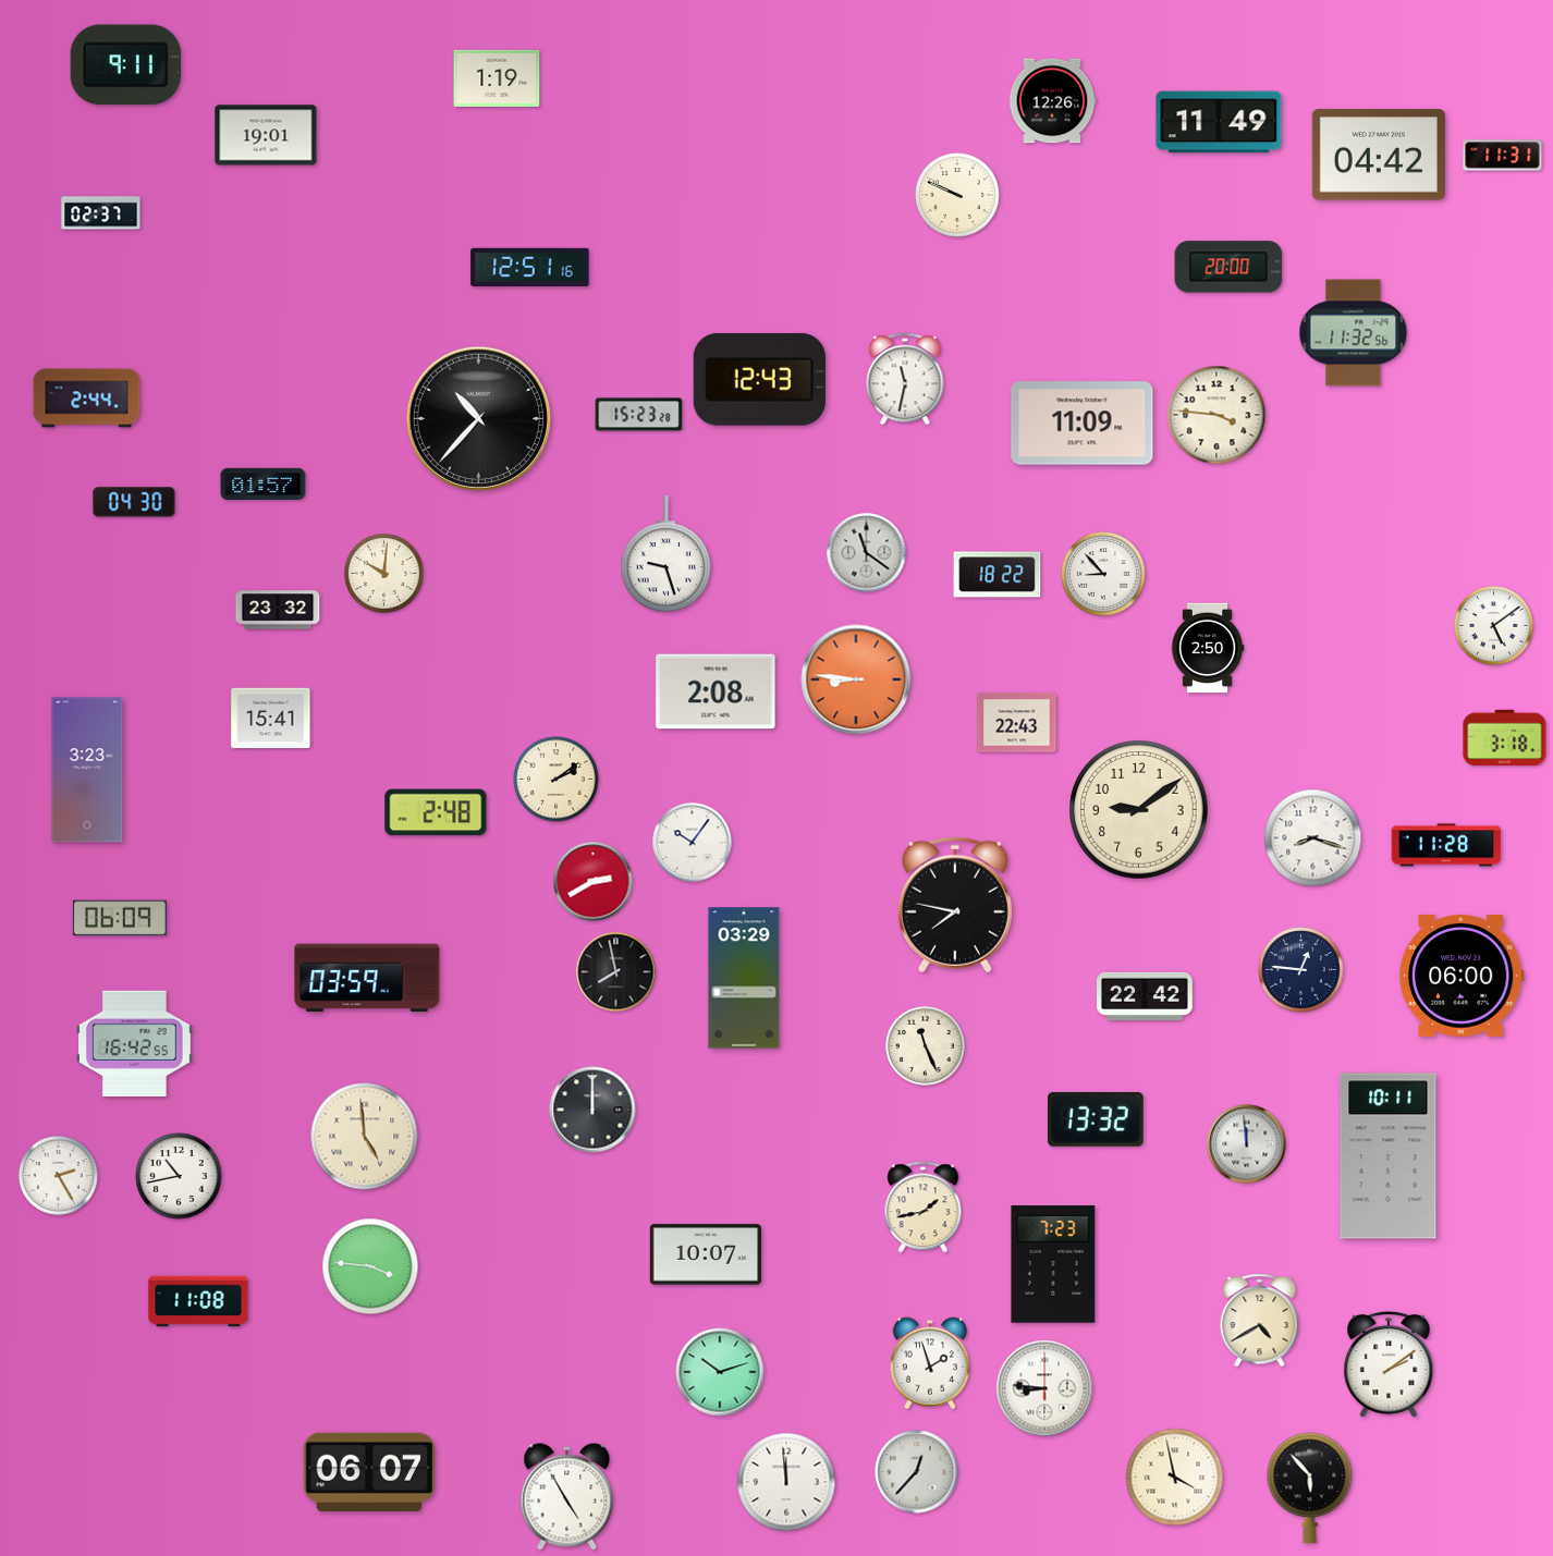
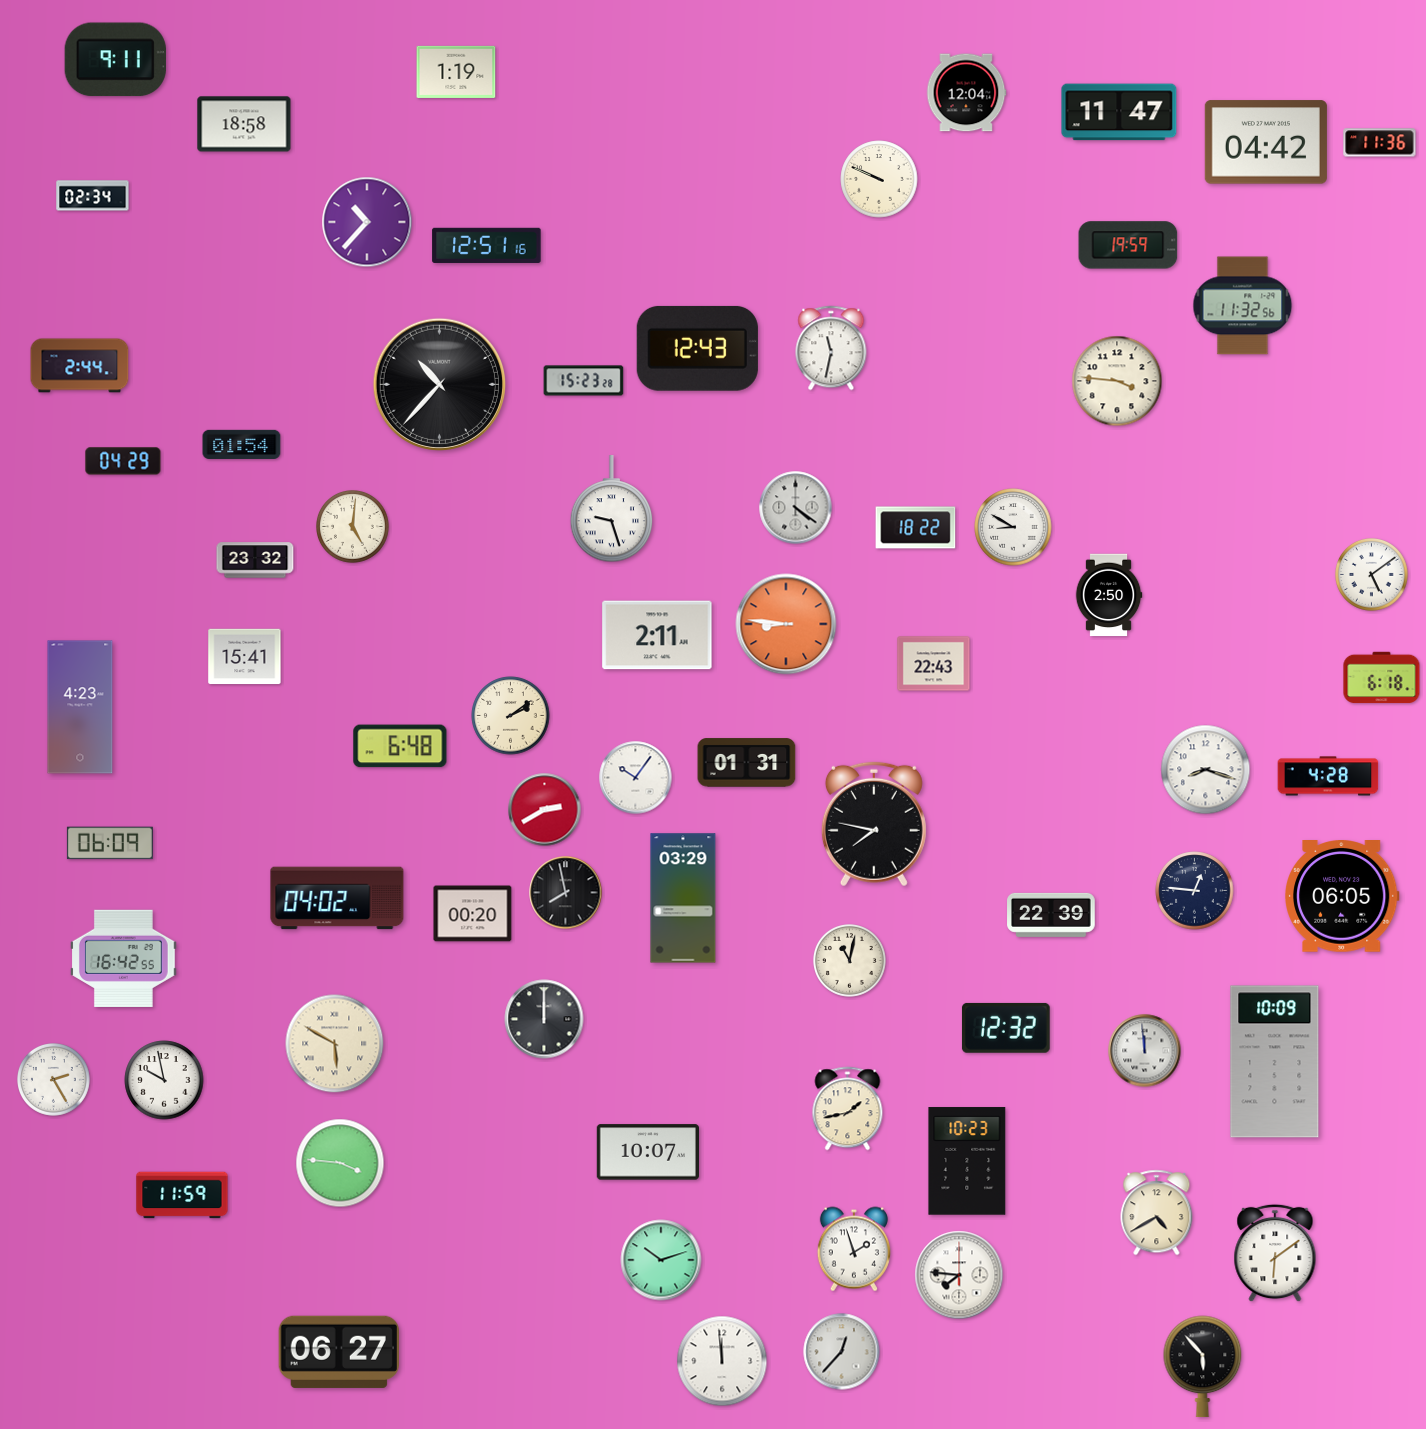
clock at (1052, 101): 12:26 -> 12:04
clock at (1219, 122): 11:49 -> 11:47
clock at (266, 135): 19:01 -> 18:58
clock at (1503, 156): 11:31 -> 11:36
clock at (101, 213): 02:37 -> 02:34
clock at (367, 222): none -> 10:37
clock at (1228, 267): 20:00 -> 19:59
clock at (639, 415) position: (639, 415) -> (584, 381)
clock at (1083, 424): 11:09 -> none
clock at (264, 483): 01:57 -> 01:54
clock at (134, 502): 04:30 -> 04:29
clock at (867, 553): 11:21 -> 4:21
clock at (384, 574): 10:01 -> 5:01
clock at (1103, 574): 8:53 -> 8:50
clock at (716, 691): 2:08 -> 2:11
clock at (271, 719) position: (271, 719) -> (245, 657)
clock at (1505, 738): 3:18 -> 6:18
clock at (87, 770): 3:23 -> 4:23
clock at (1139, 810): 9:09 -> none
clock at (436, 812): 2:48 -> 6:48
clock at (747, 763): none -> 01:31
clock at (693, 843) position: (693, 843) -> (636, 778)
clock at (1446, 845): 11:28 -> 4:28
clock at (955, 905) position: (955, 905) -> (874, 824)
clock at (1462, 977): 06:00 -> 06:05
clock at (367, 978): 03:59 -> 04:02
clock at (473, 914): none -> 00:20
clock at (1145, 996): 22:42 -> 22:39
clock at (926, 1046): 11:26 -> 11:02
clock at (1096, 1119): 13:32 -> 12:32
clock at (365, 1137): 4:59 -> 5:50
clock at (1389, 1156): 10:11 -> 10:09
clock at (179, 1176): 10:43 -> 9:58
clock at (1053, 1264): 7:23 -> 10:23
clock at (198, 1301): 11:08 -> 11:59
clock at (930, 1363) position: (930, 1363) -> (854, 1249)
clock at (1389, 1364): 2:09 -> 6:09
clock at (1044, 1388): 8:46 -> 7:46
clock at (369, 1472): 06:07 -> 06:27
clock at (1175, 1478): 3:58 -> none
clock at (567, 1497): 4:55 -> none
